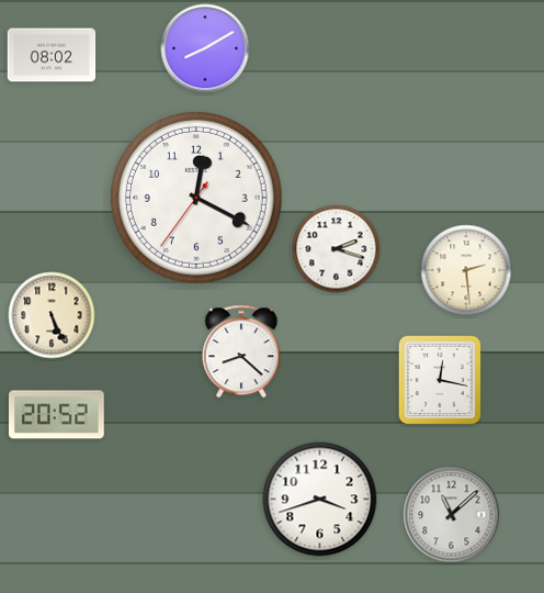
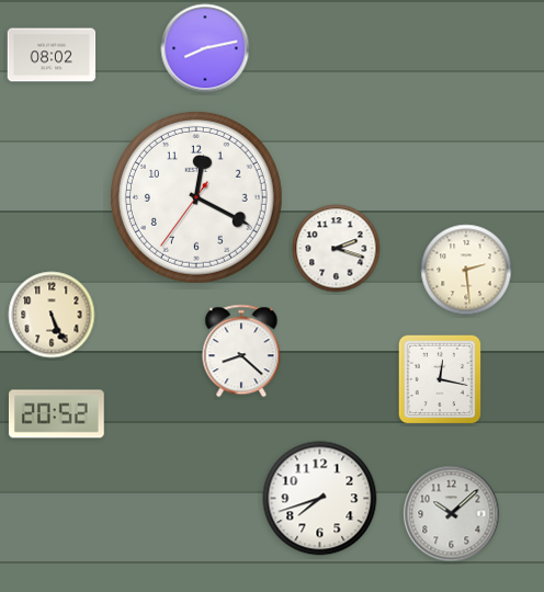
clock at (205, 48): 8:10 -> 8:13
clock at (320, 500): 3:42 -> 7:42
clock at (452, 515): 11:08 -> 10:08
